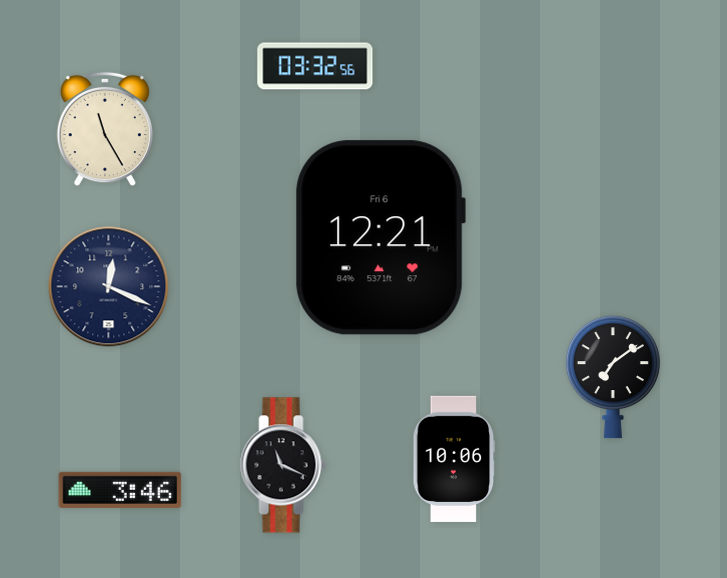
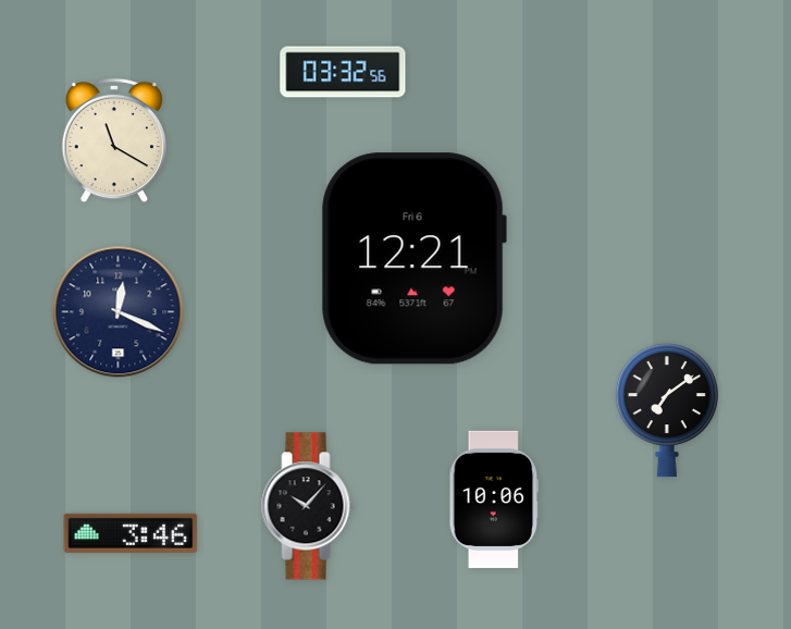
clock at (104, 129): 11:25 -> 11:20
clock at (283, 465): 11:19 -> 10:07
